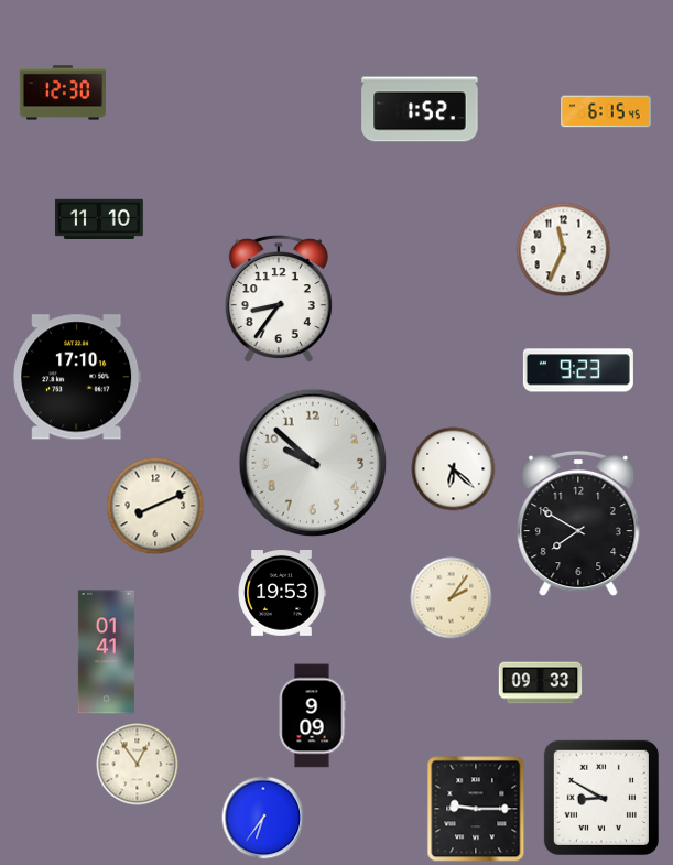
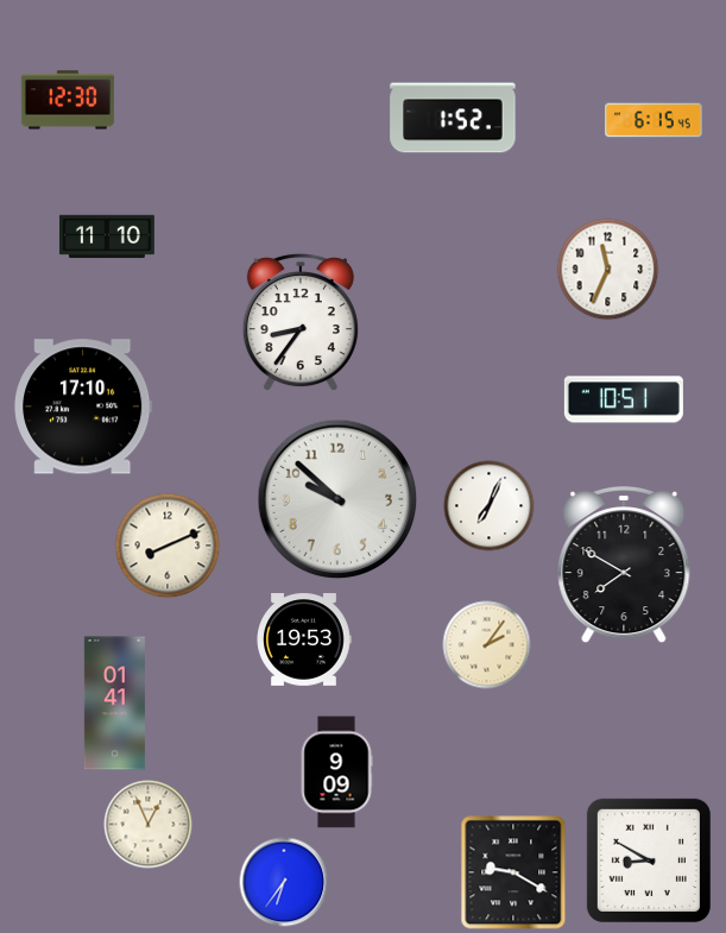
clock at (578, 370): 9:23 -> 10:51
clock at (454, 469): 6:22 -> 7:04
clock at (541, 683): 09:33 -> none
clock at (138, 765): 12:54 -> 12:56
clock at (476, 809): 9:15 -> 9:20
